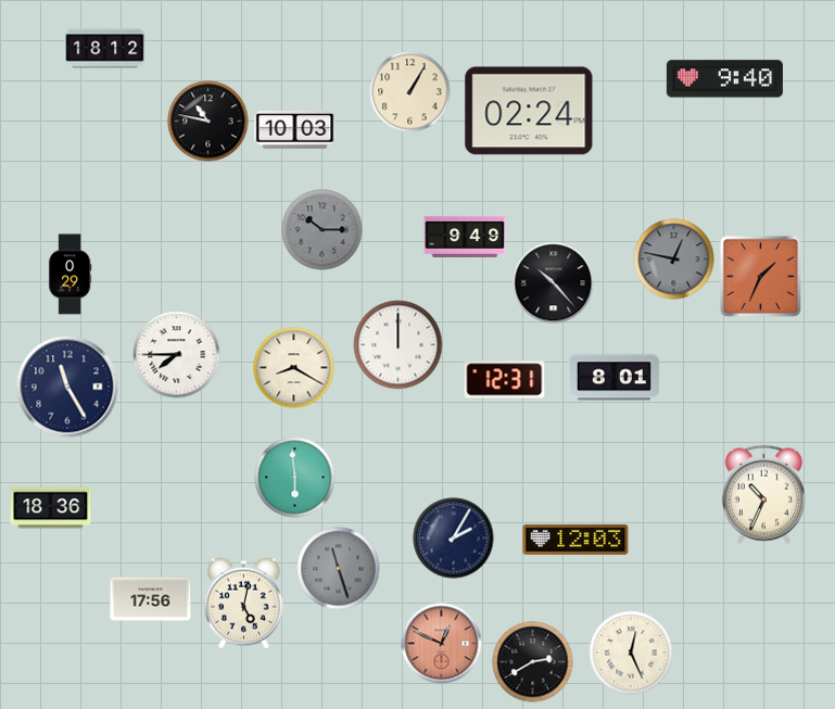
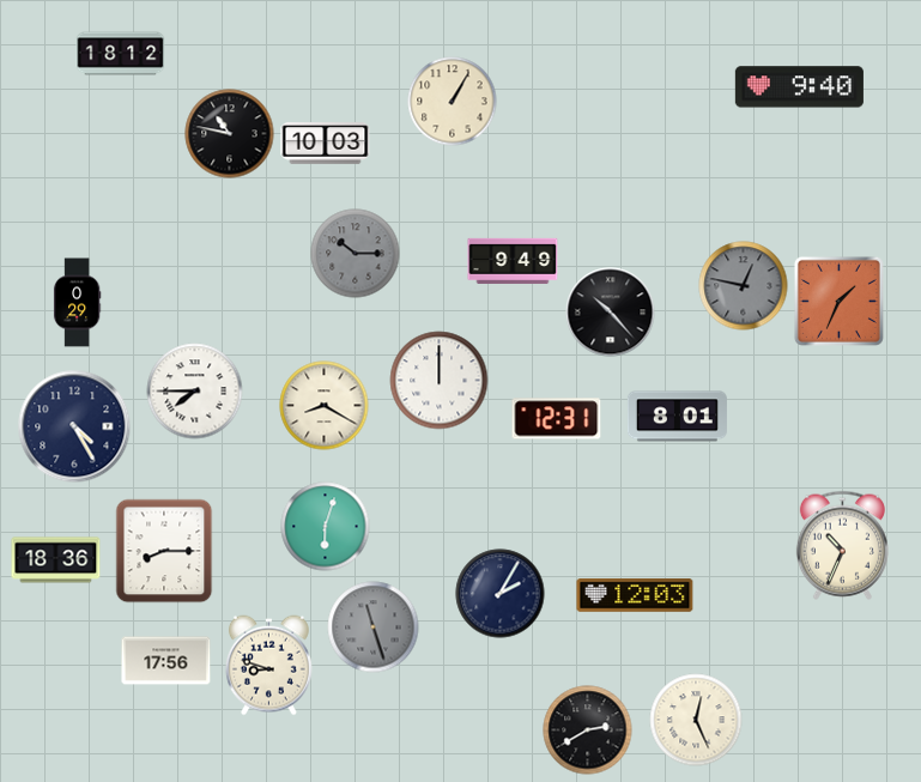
clock at (105, 49) position: (105, 49) -> (121, 54)
clock at (529, 111): 02:24 -> none
clock at (760, 276) position: (760, 276) -> (838, 301)
clock at (67, 387): 11:25 -> 4:25
clock at (295, 478): 5:59 -> 6:03
clock at (164, 551): none -> 8:15
clock at (243, 604): 5:02 -> 8:48
clock at (442, 644): 12:49 -> none
